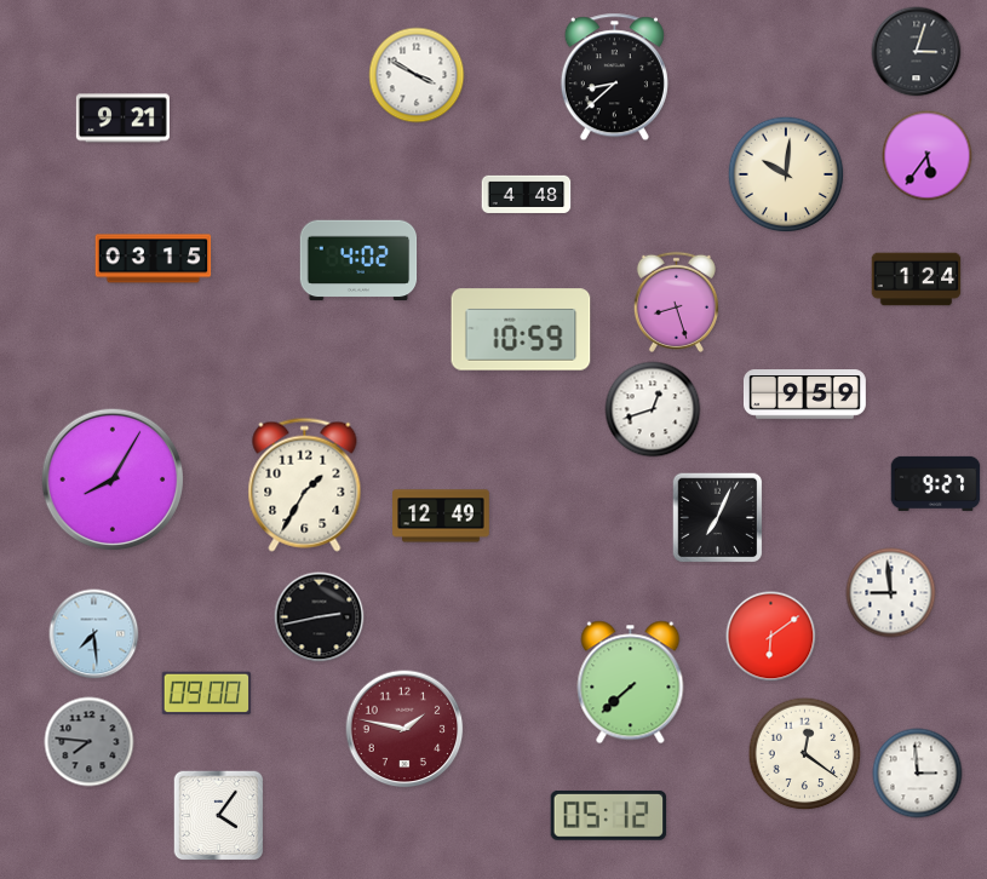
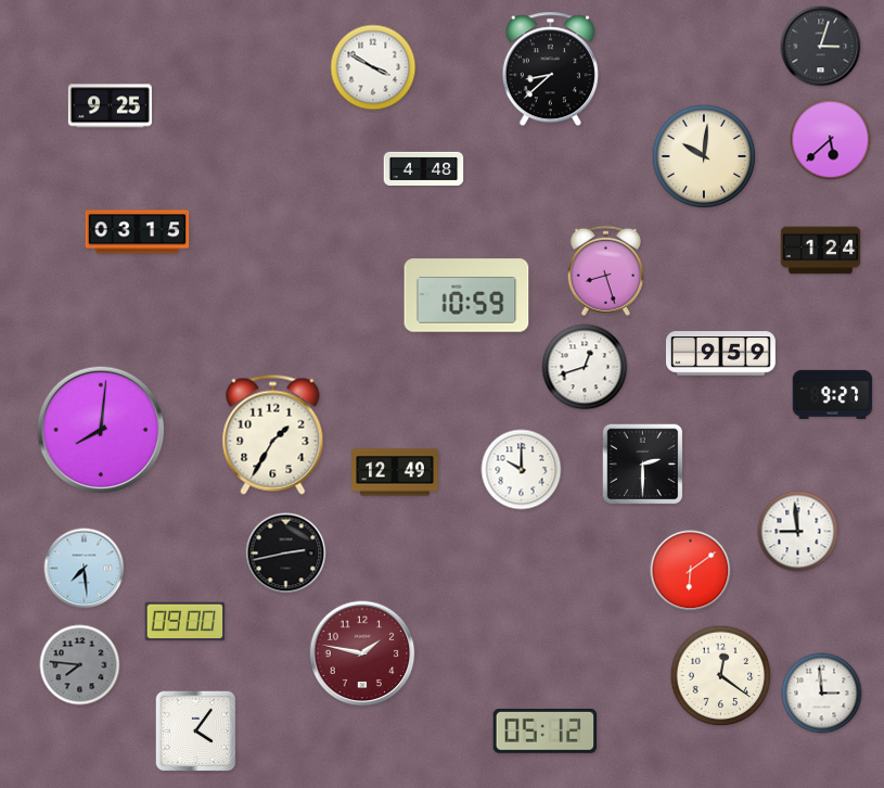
clock at (122, 119): 9:21 -> 9:25
clock at (928, 156): 5:36 -> 5:38
clock at (527, 194) position: (527, 194) -> (424, 168)
clock at (358, 260): 4:02 -> none
clock at (113, 479): 8:05 -> 8:01
clock at (936, 483) position: (936, 483) -> (833, 394)
clock at (441, 516) position: (441, 516) -> (395, 472)
clock at (718, 518): 7:04 -> 2:30
clock at (522, 470): none -> 10:00
clock at (631, 683): 7:38 -> none
